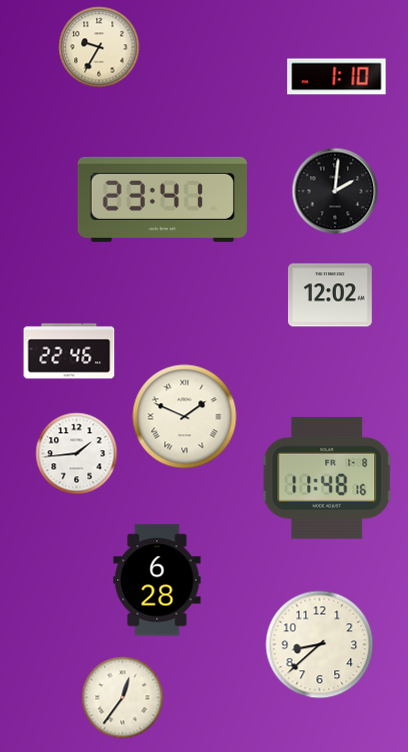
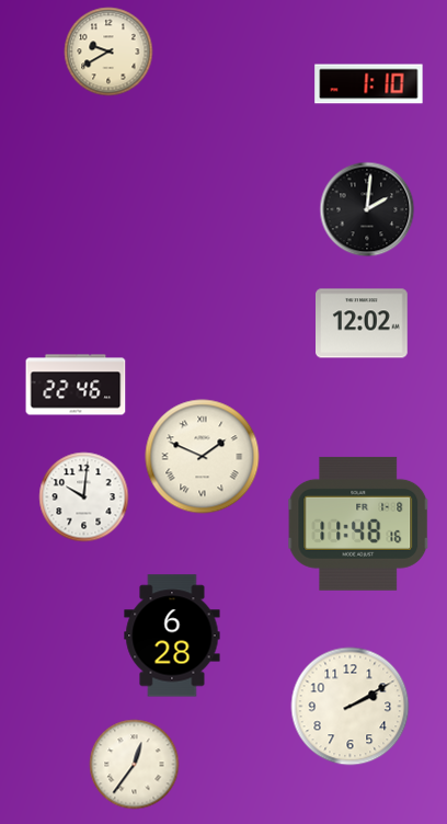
clock at (99, 47): 9:35 -> 9:40
clock at (162, 199): 23:41 -> none
clock at (77, 454): 1:44 -> 10:01
clock at (320, 645): 8:38 -> 2:10
